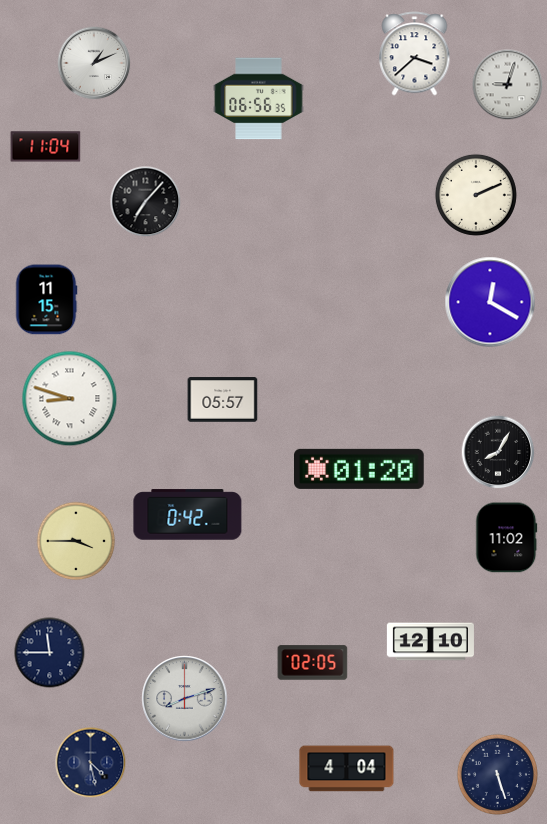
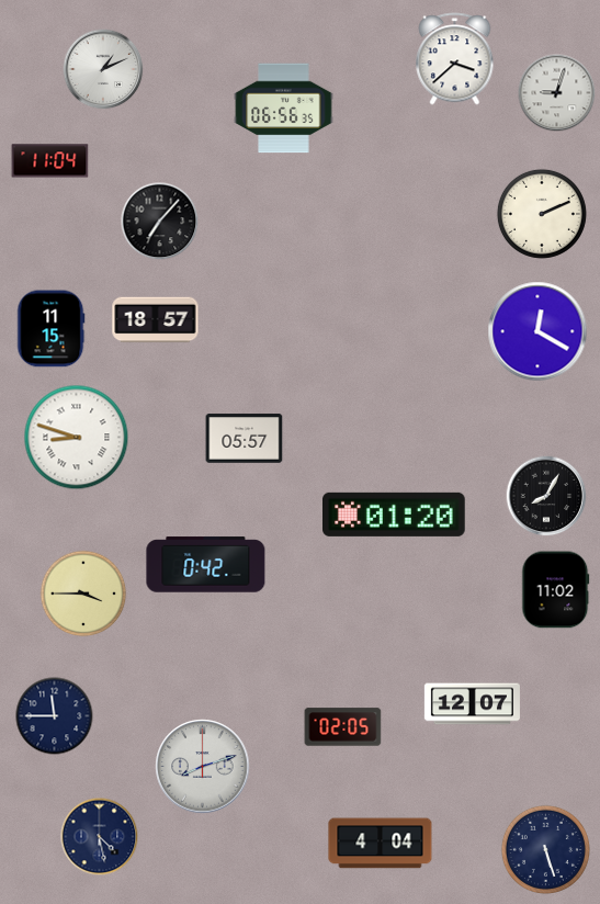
clock at (476, 195) position: (476, 195) -> (542, 214)
clock at (156, 320): none -> 18:57
clock at (430, 642): 12:10 -> 12:07
